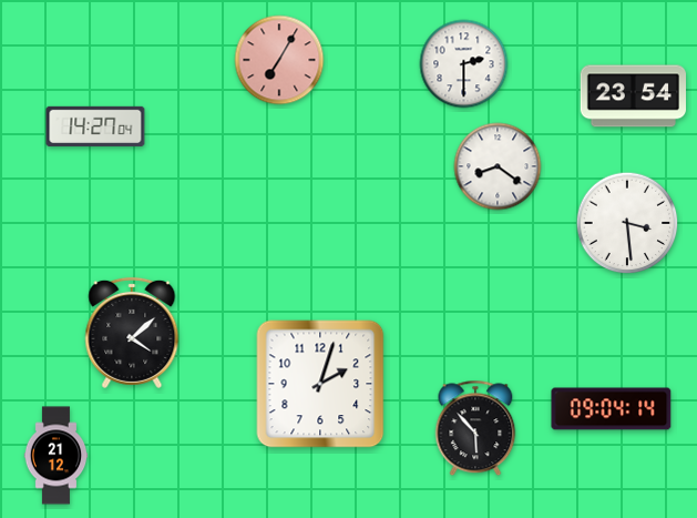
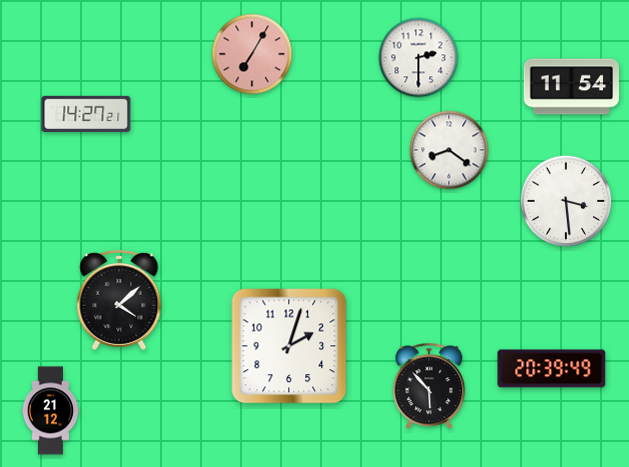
clock at (633, 97): 23:54 -> 11:54
clock at (95, 126): 14:27:04 -> 14:27:21
clock at (612, 409): 09:04 -> 20:39
